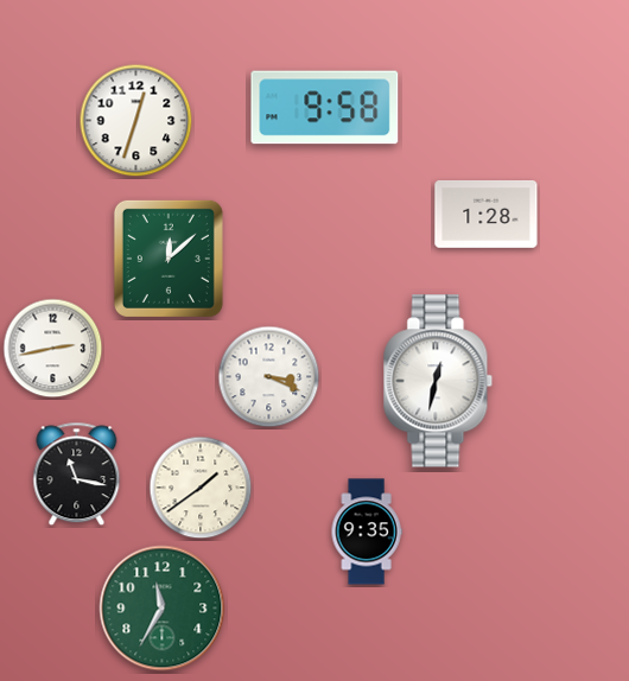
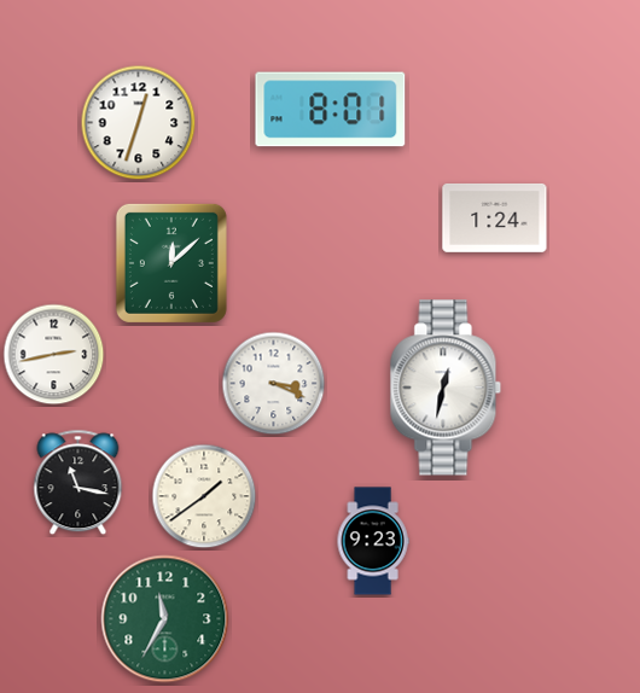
clock at (325, 108): 9:58 -> 8:01
clock at (487, 215): 1:28 -> 1:24
clock at (367, 532): 9:35 -> 9:23
